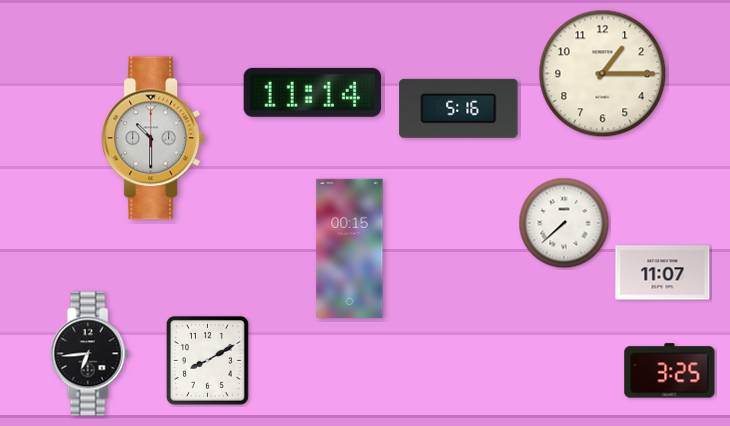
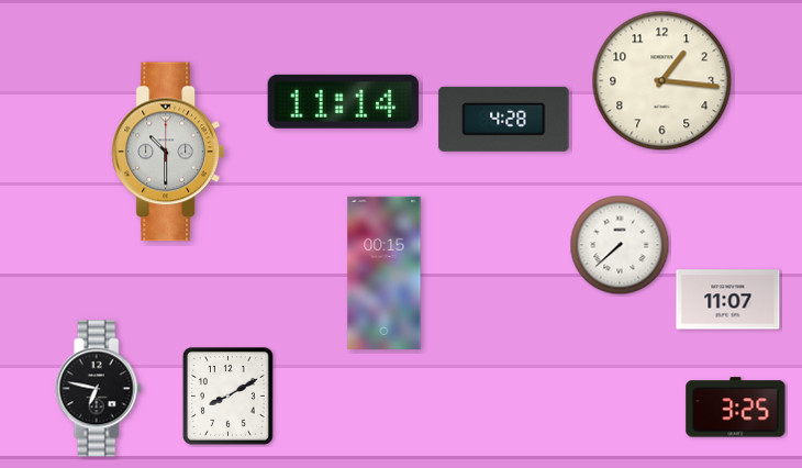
clock at (603, 74): 1:15 -> 1:16
clock at (459, 108): 5:16 -> 4:28
clock at (89, 354): 6:44 -> 6:47
